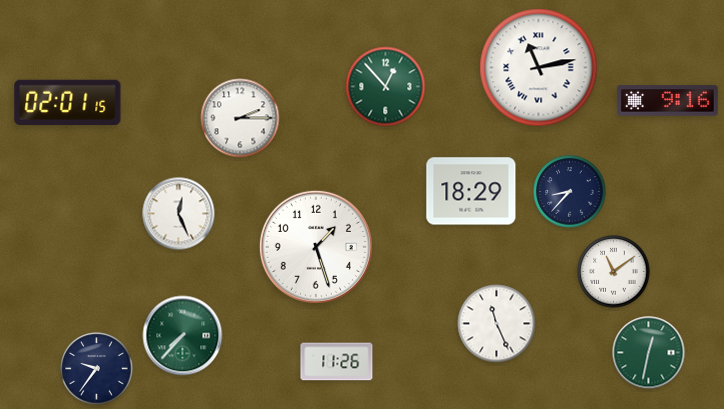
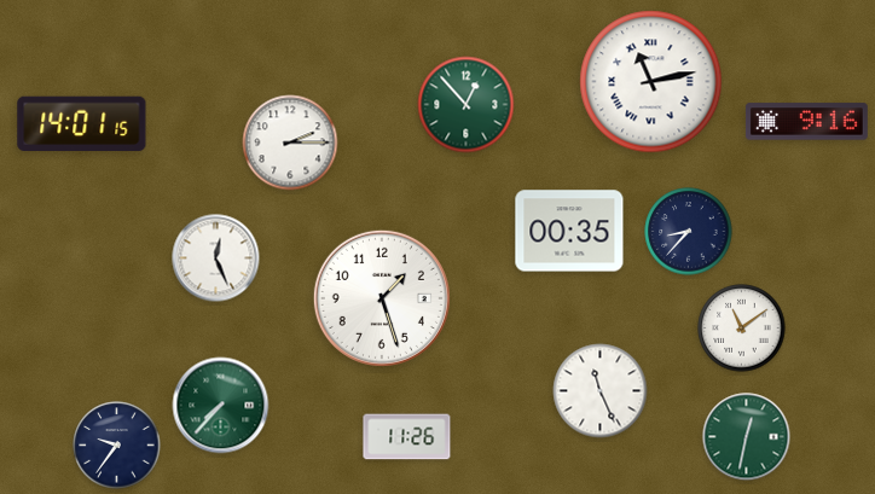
clock at (68, 103): 02:01 -> 14:01
clock at (471, 191): 18:29 -> 00:35
clock at (649, 353) position: (649, 353) -> (747, 437)
